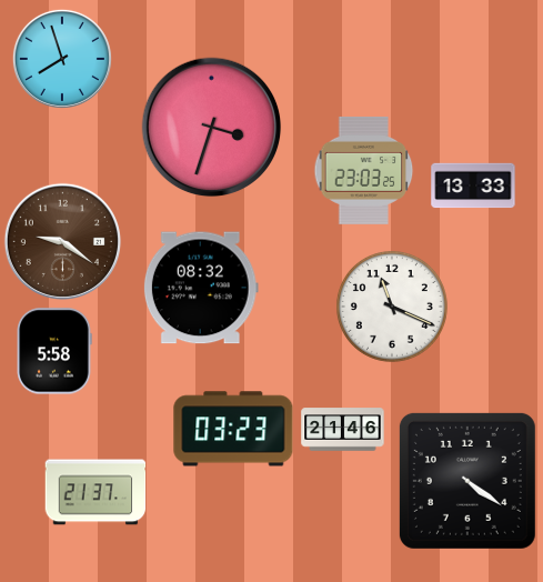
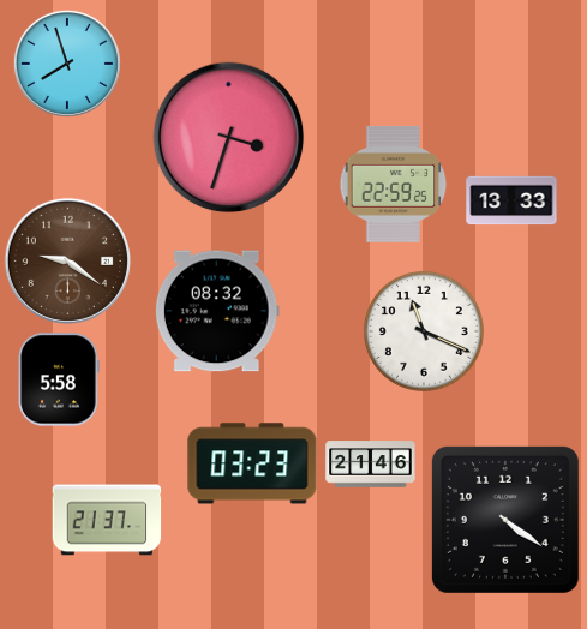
clock at (364, 170): 23:03 -> 22:59
clock at (95, 492) position: (95, 492) -> (107, 520)
